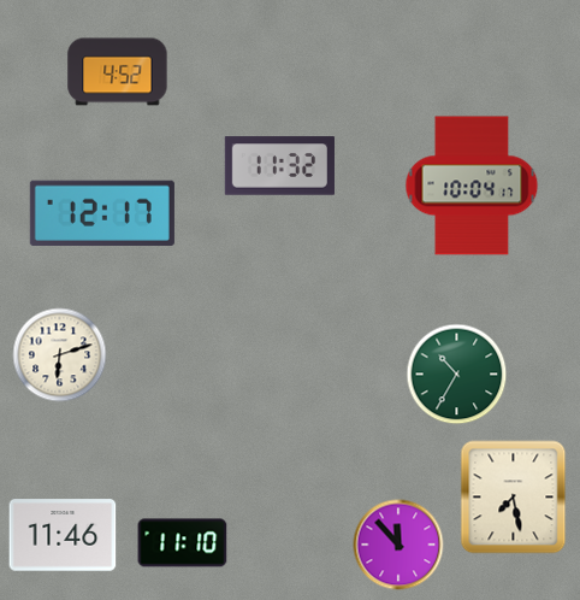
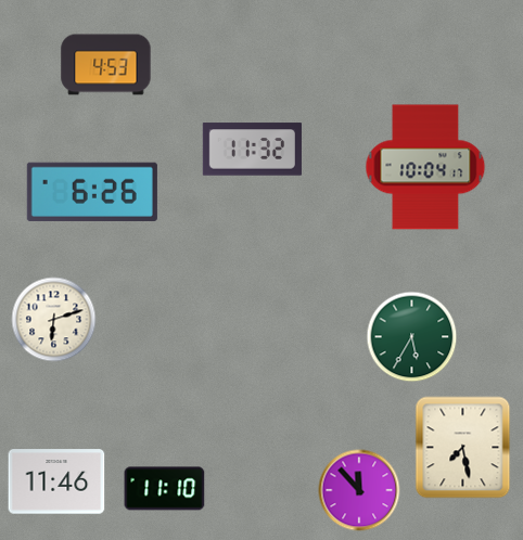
clock at (118, 72): 4:52 -> 4:53
clock at (102, 213): 12:17 -> 6:26
clock at (457, 375): 10:35 -> 5:35
